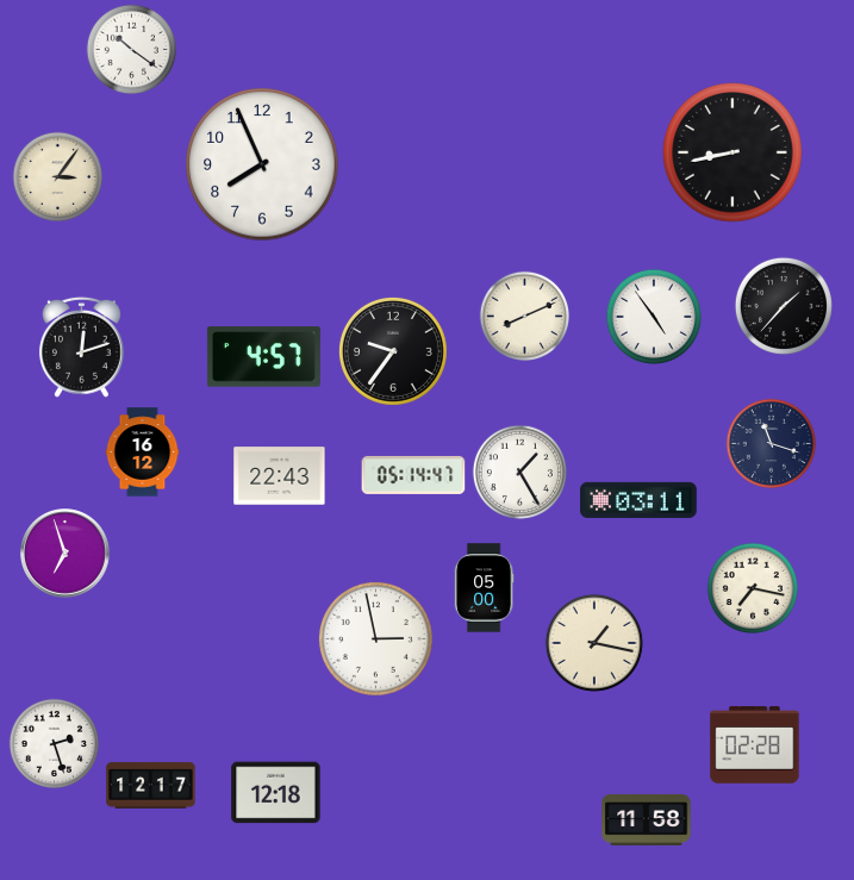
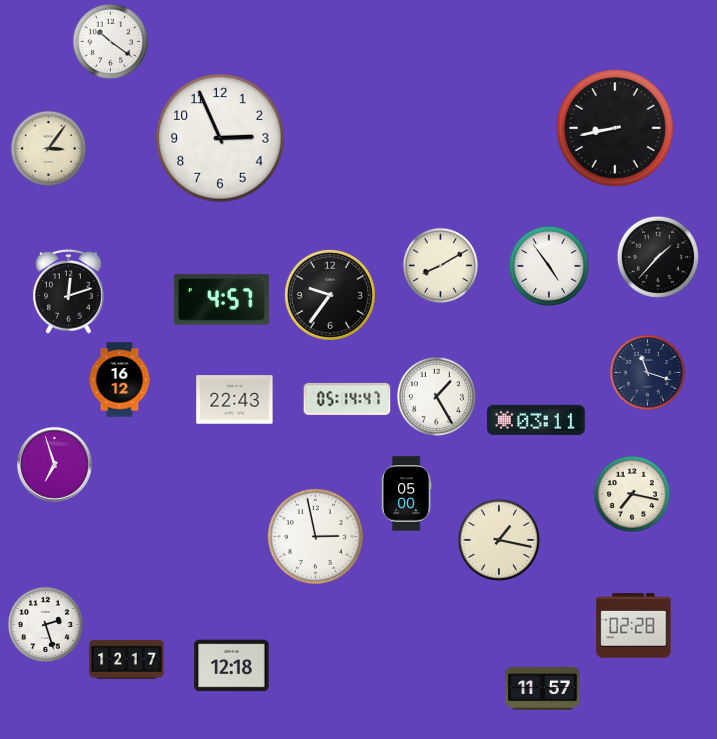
clock at (262, 164): 7:56 -> 2:56
clock at (524, 316): 8:11 -> 8:10
clock at (647, 819): 11:58 -> 11:57
